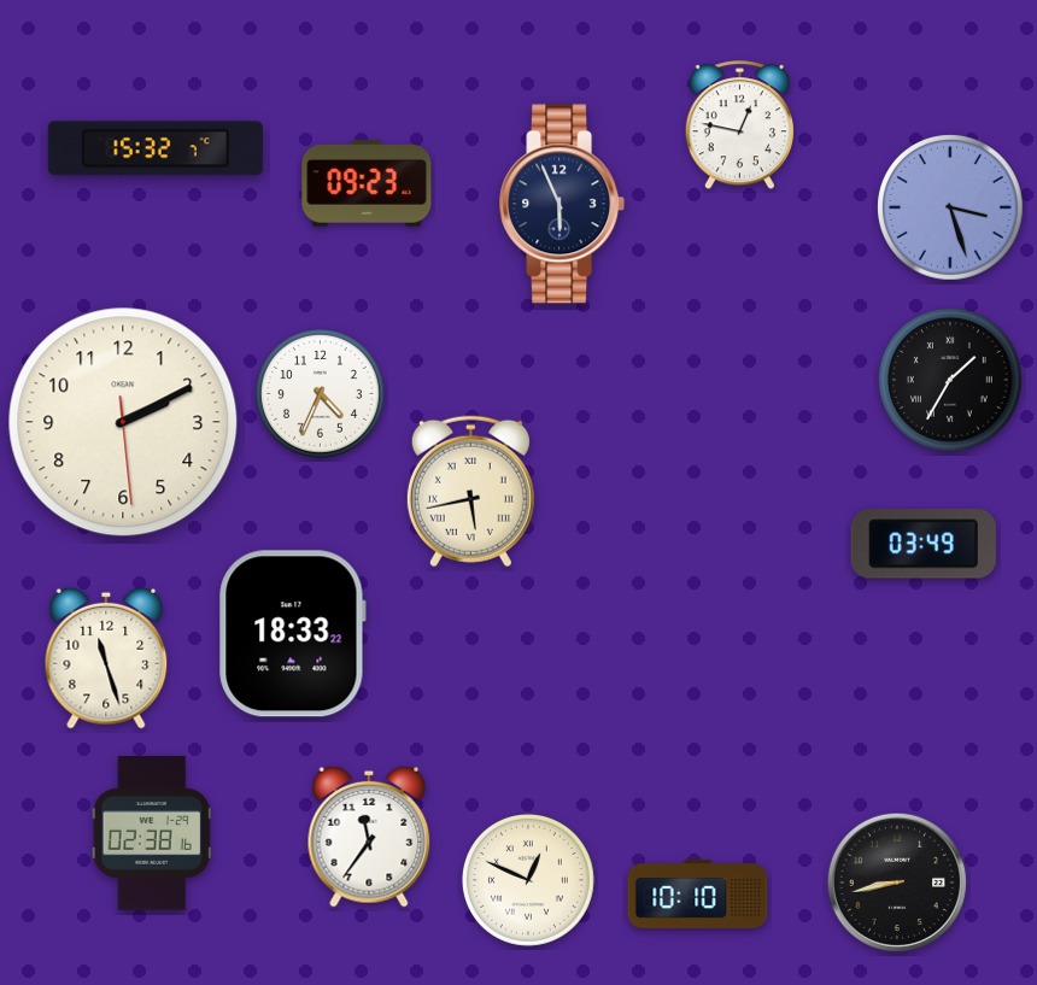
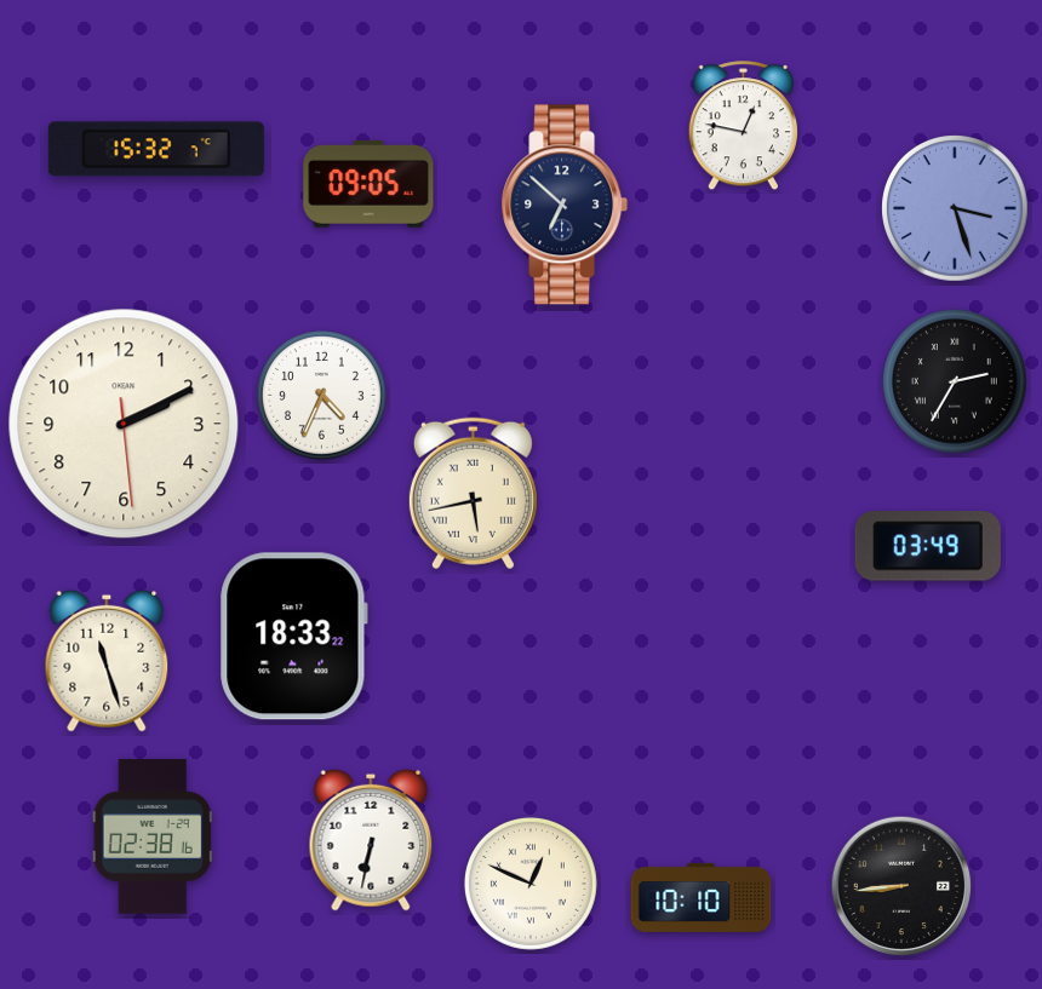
clock at (367, 183): 09:23 -> 09:05
clock at (562, 204): 5:56 -> 6:52
clock at (951, 381): 1:35 -> 2:35
clock at (369, 837): 11:36 -> 6:32
clock at (897, 883): 8:43 -> 8:44
